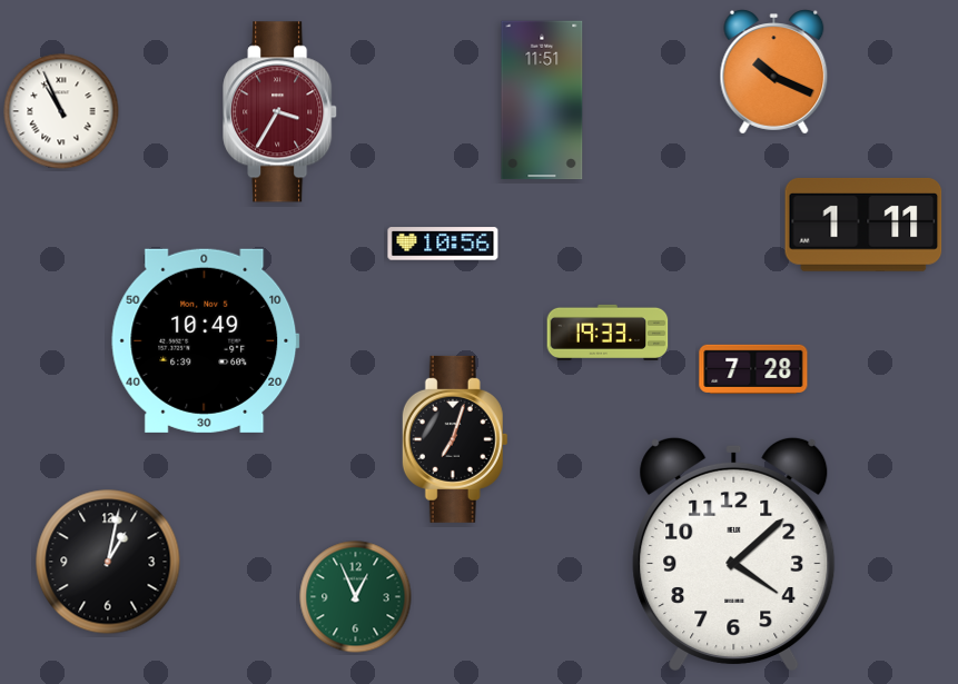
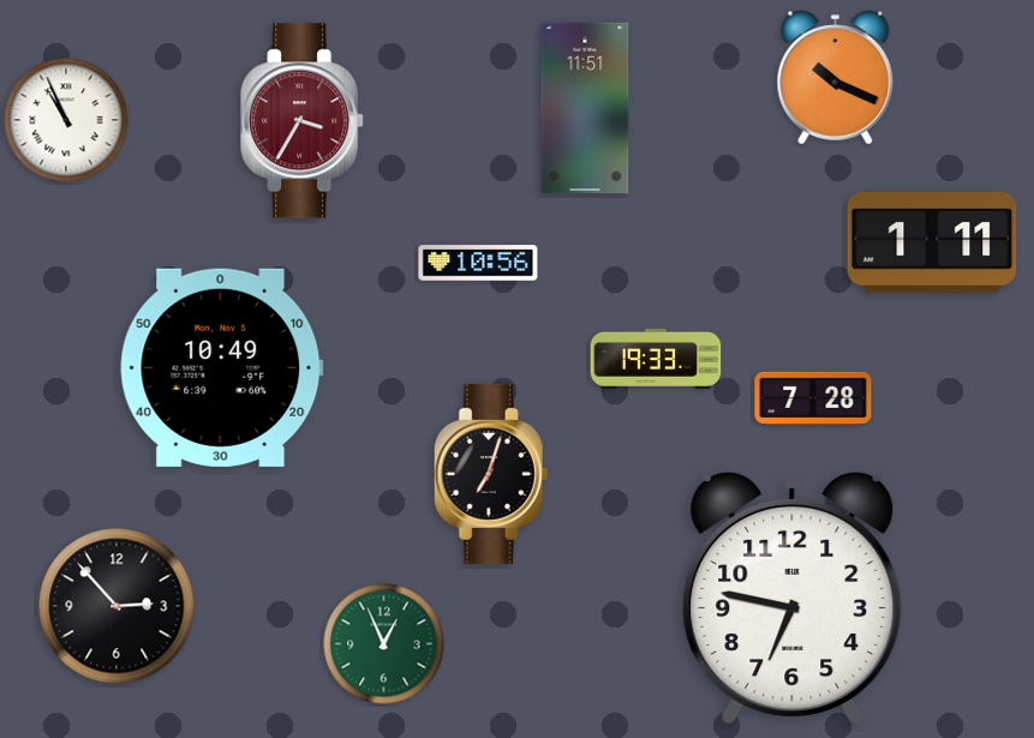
clock at (734, 554): 4:08 -> 6:47
clock at (108, 562): 1:02 -> 2:53
